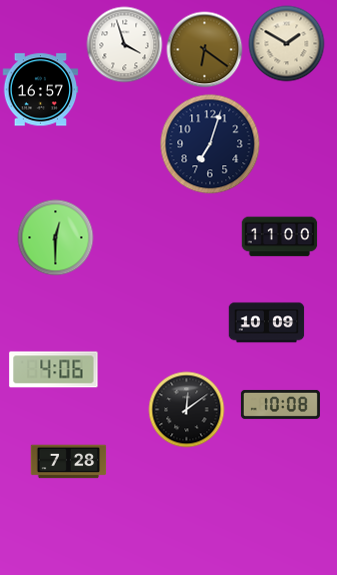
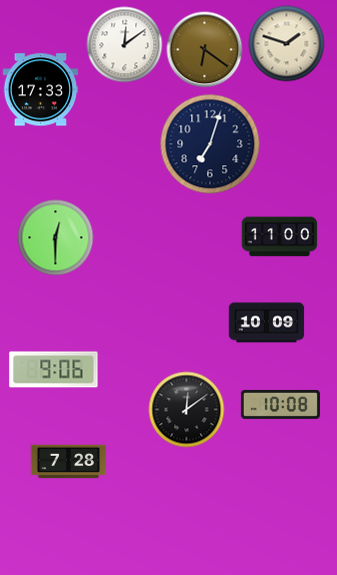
clock at (287, 44): 1:50 -> 1:48
clock at (125, 45): 3:57 -> 12:09
clock at (41, 90): 16:57 -> 17:33
clock at (54, 370): 4:06 -> 9:06
